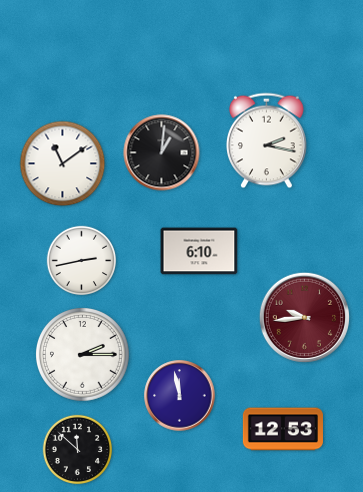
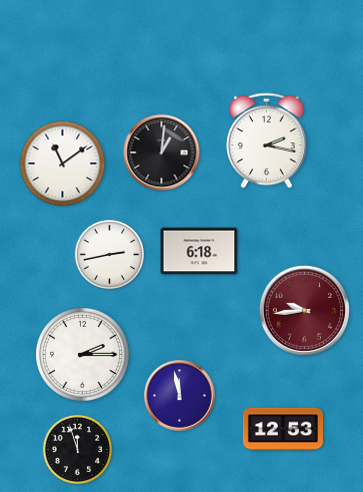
clock at (199, 251): 6:10 -> 6:18
clock at (82, 261) position: (82, 261) -> (110, 255)
clock at (304, 317) position: (304, 317) -> (304, 310)
clock at (78, 450): 11:52 -> 11:57
